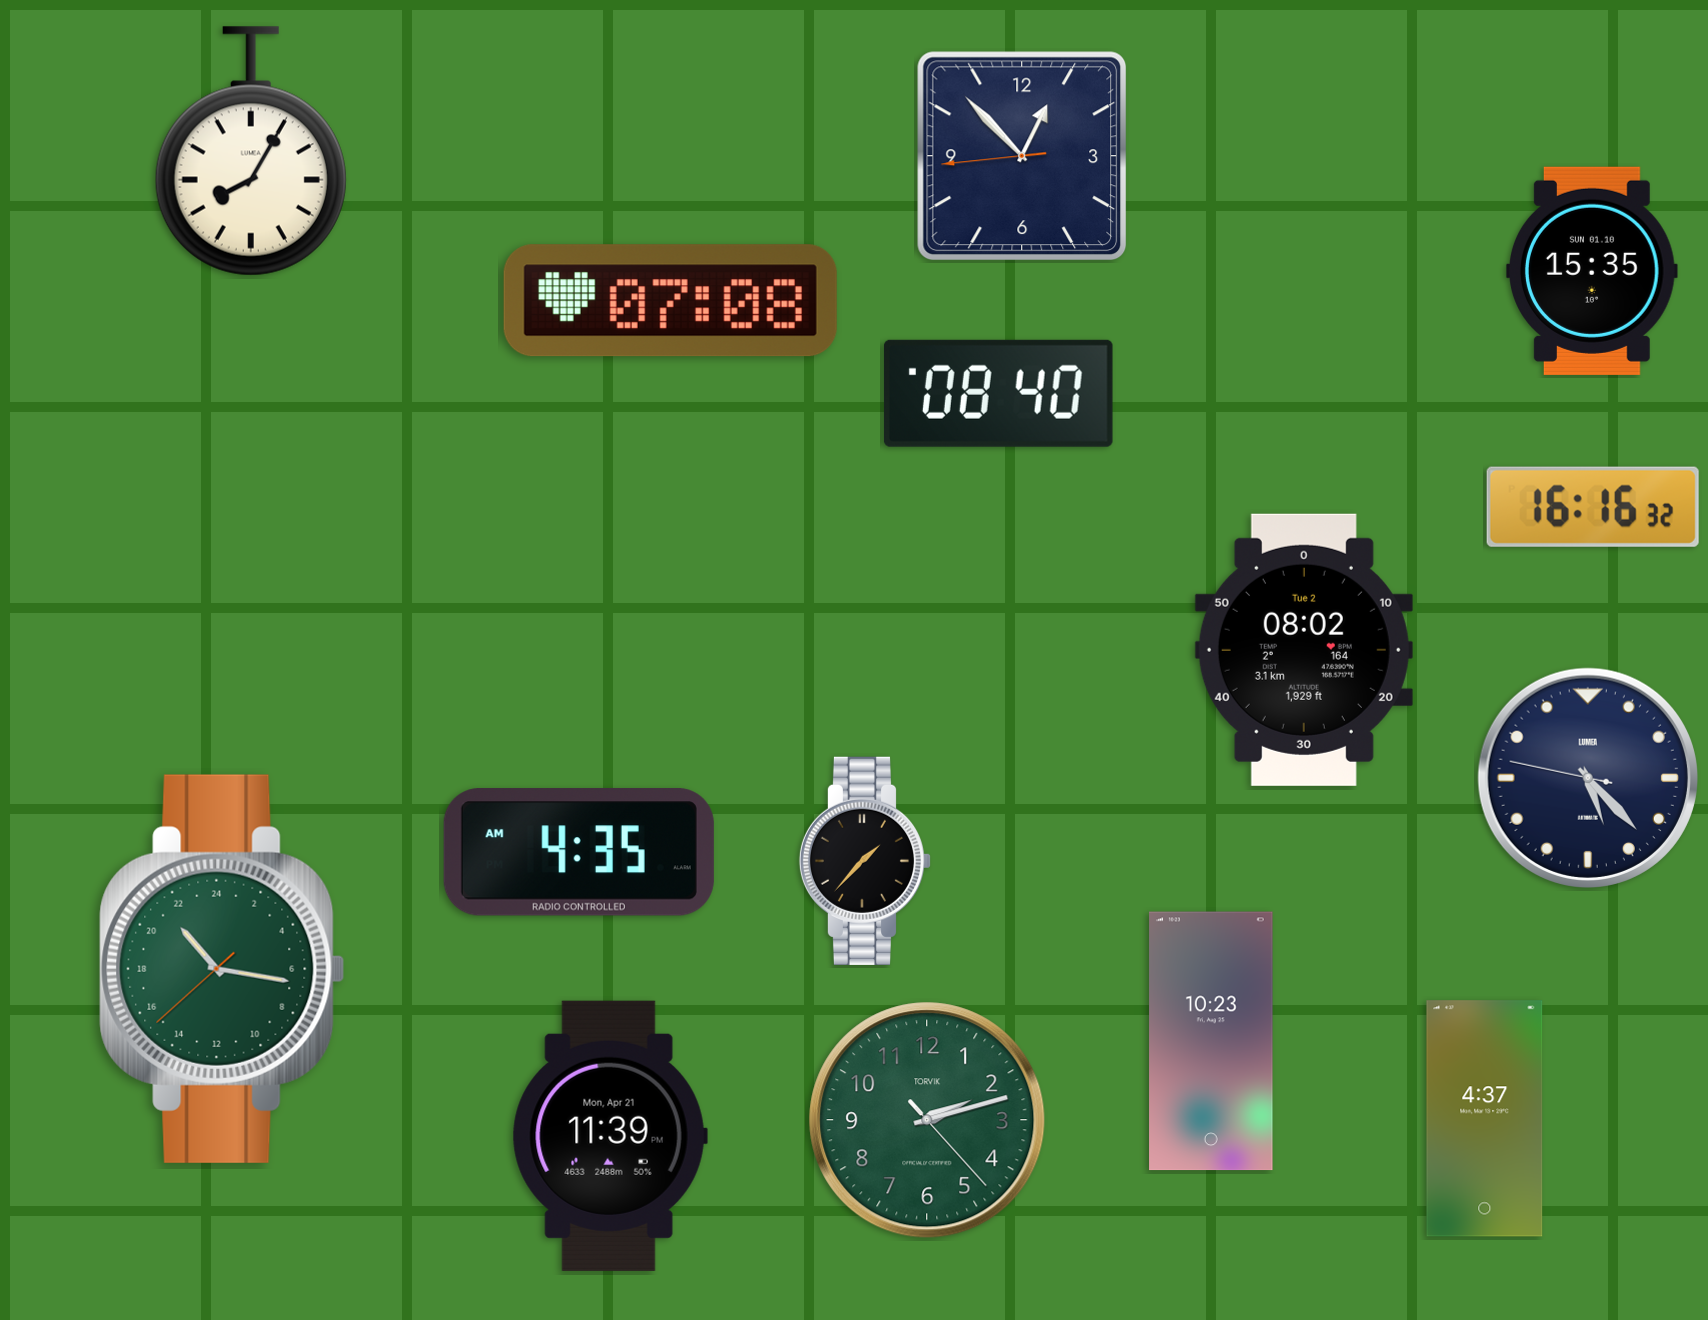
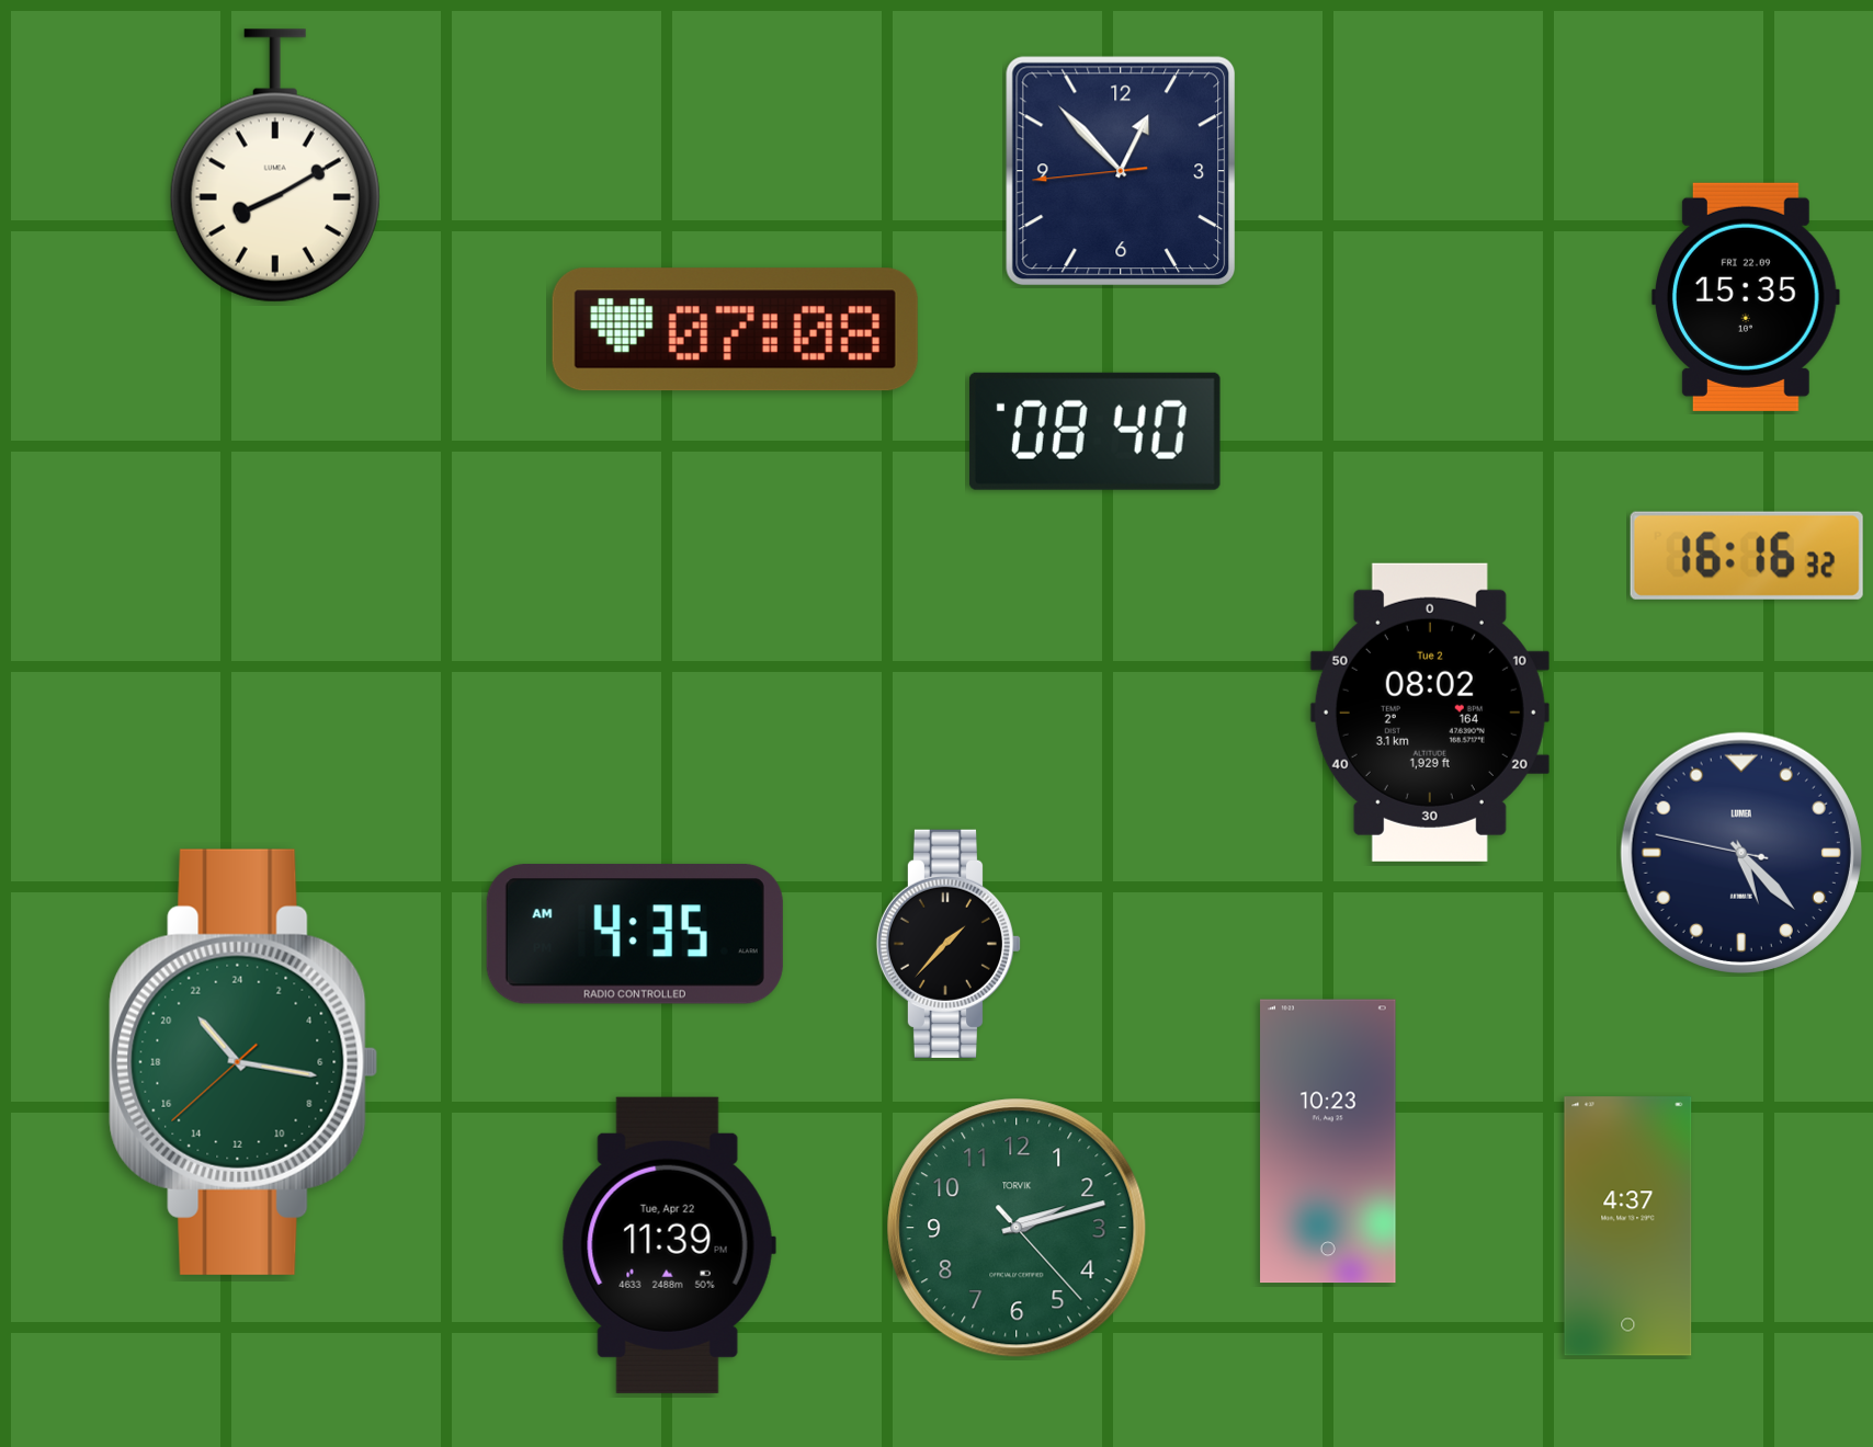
clock at (251, 151): 8:05 -> 8:10
clock at (1592, 271) date: SUN 01.10 -> FRI 22.09
clock at (610, 1136) date: Mon, Apr 21 -> Tue, Apr 22
